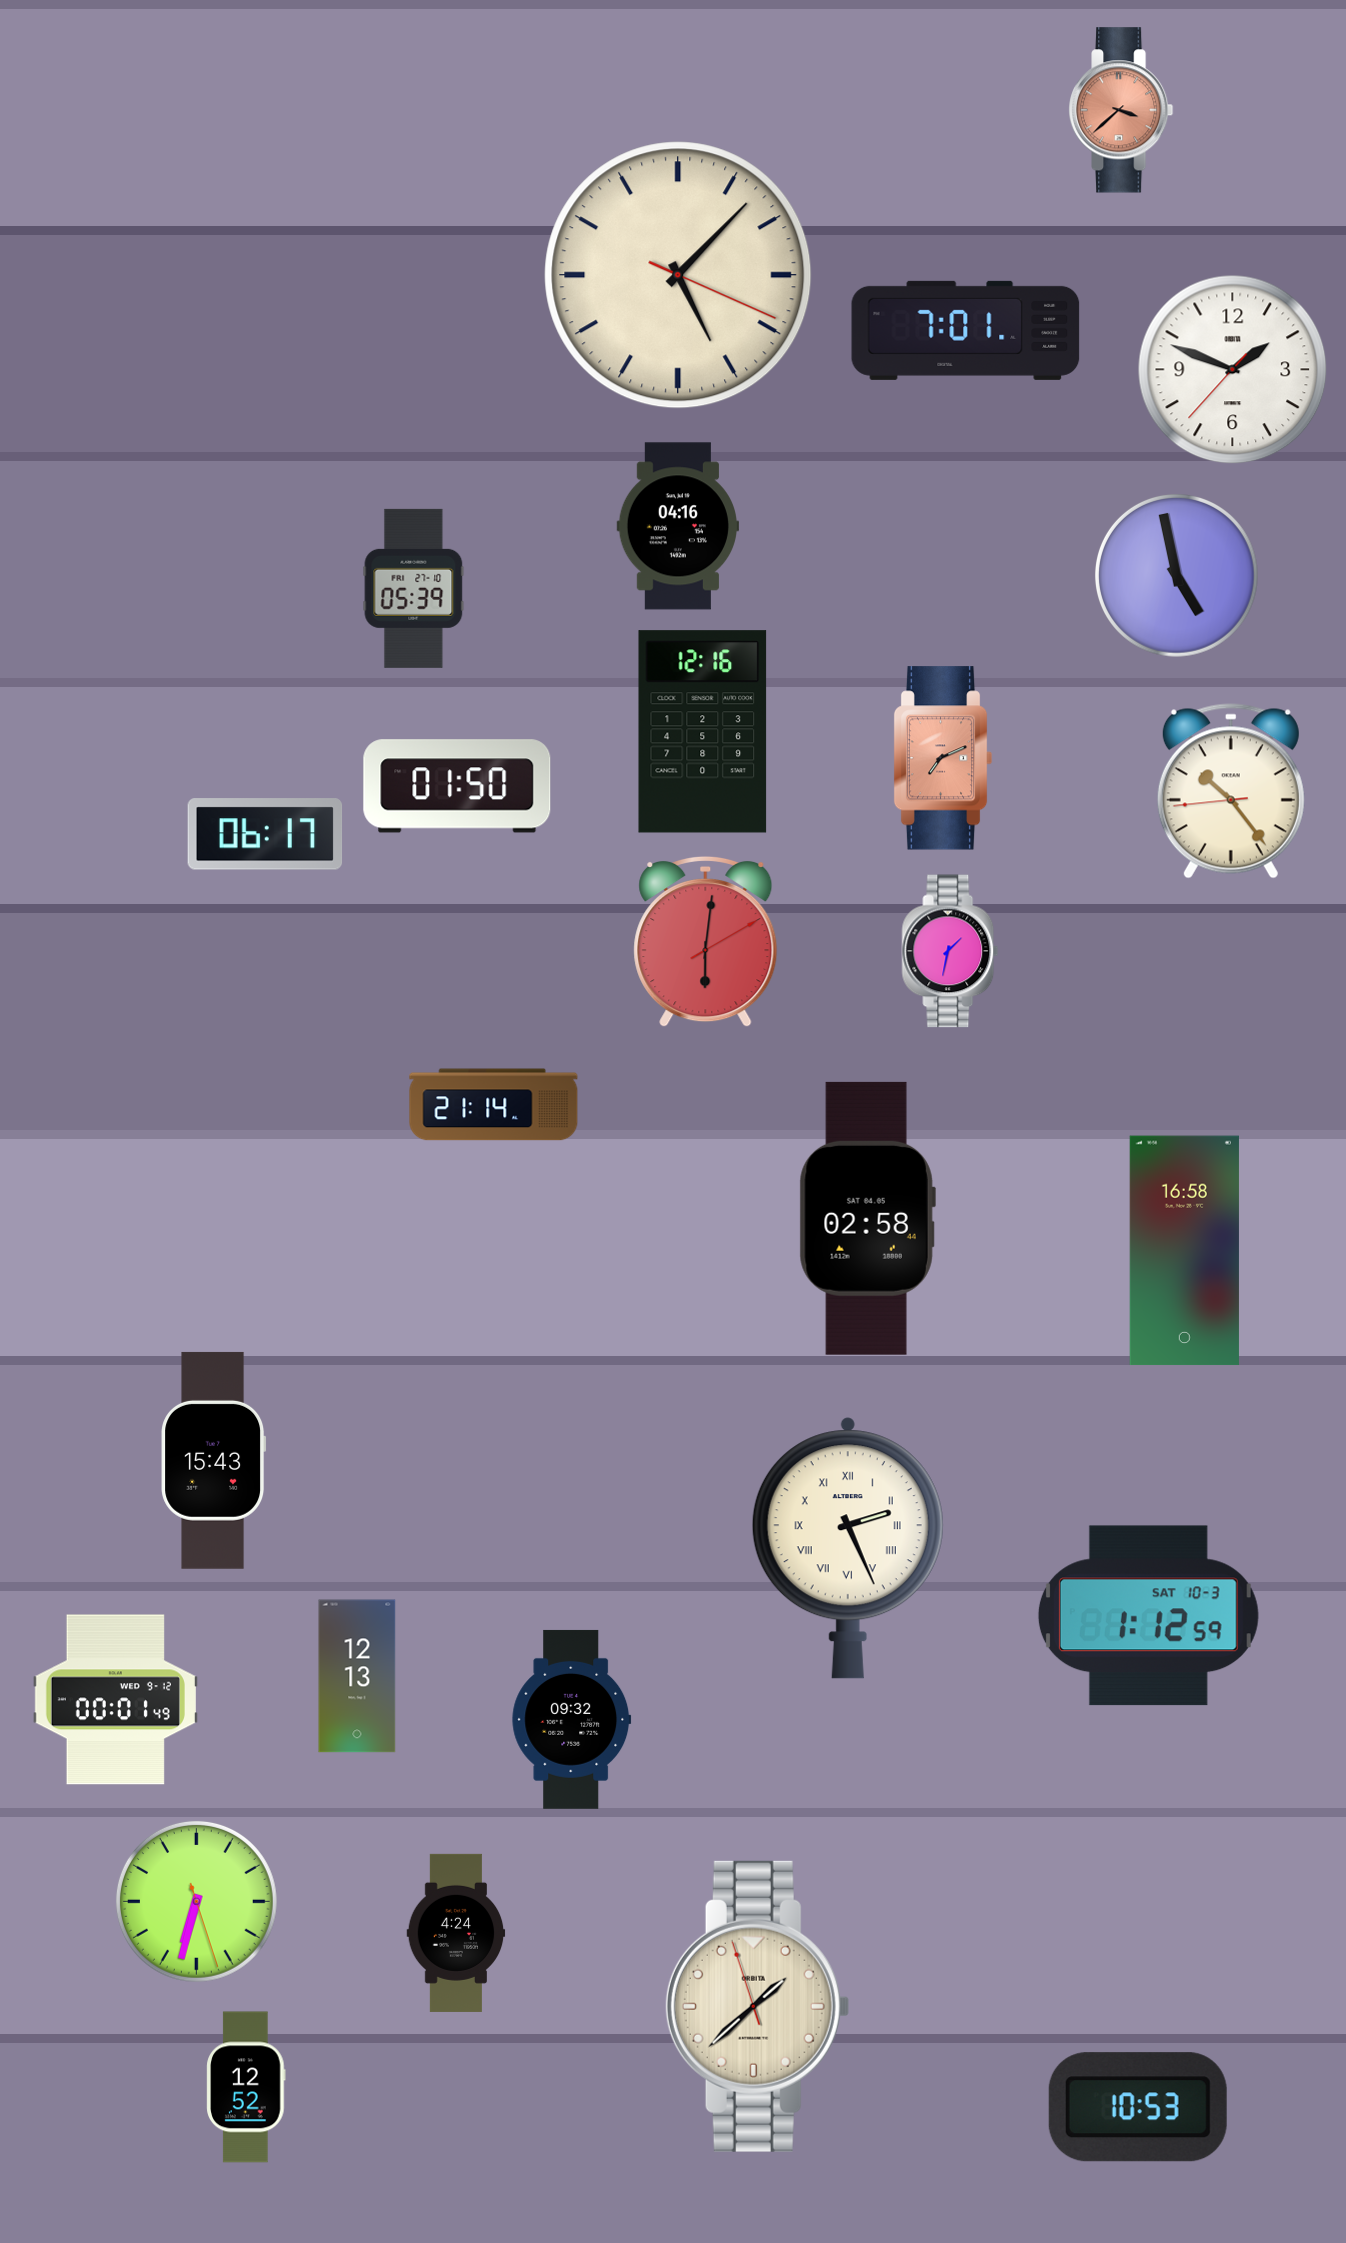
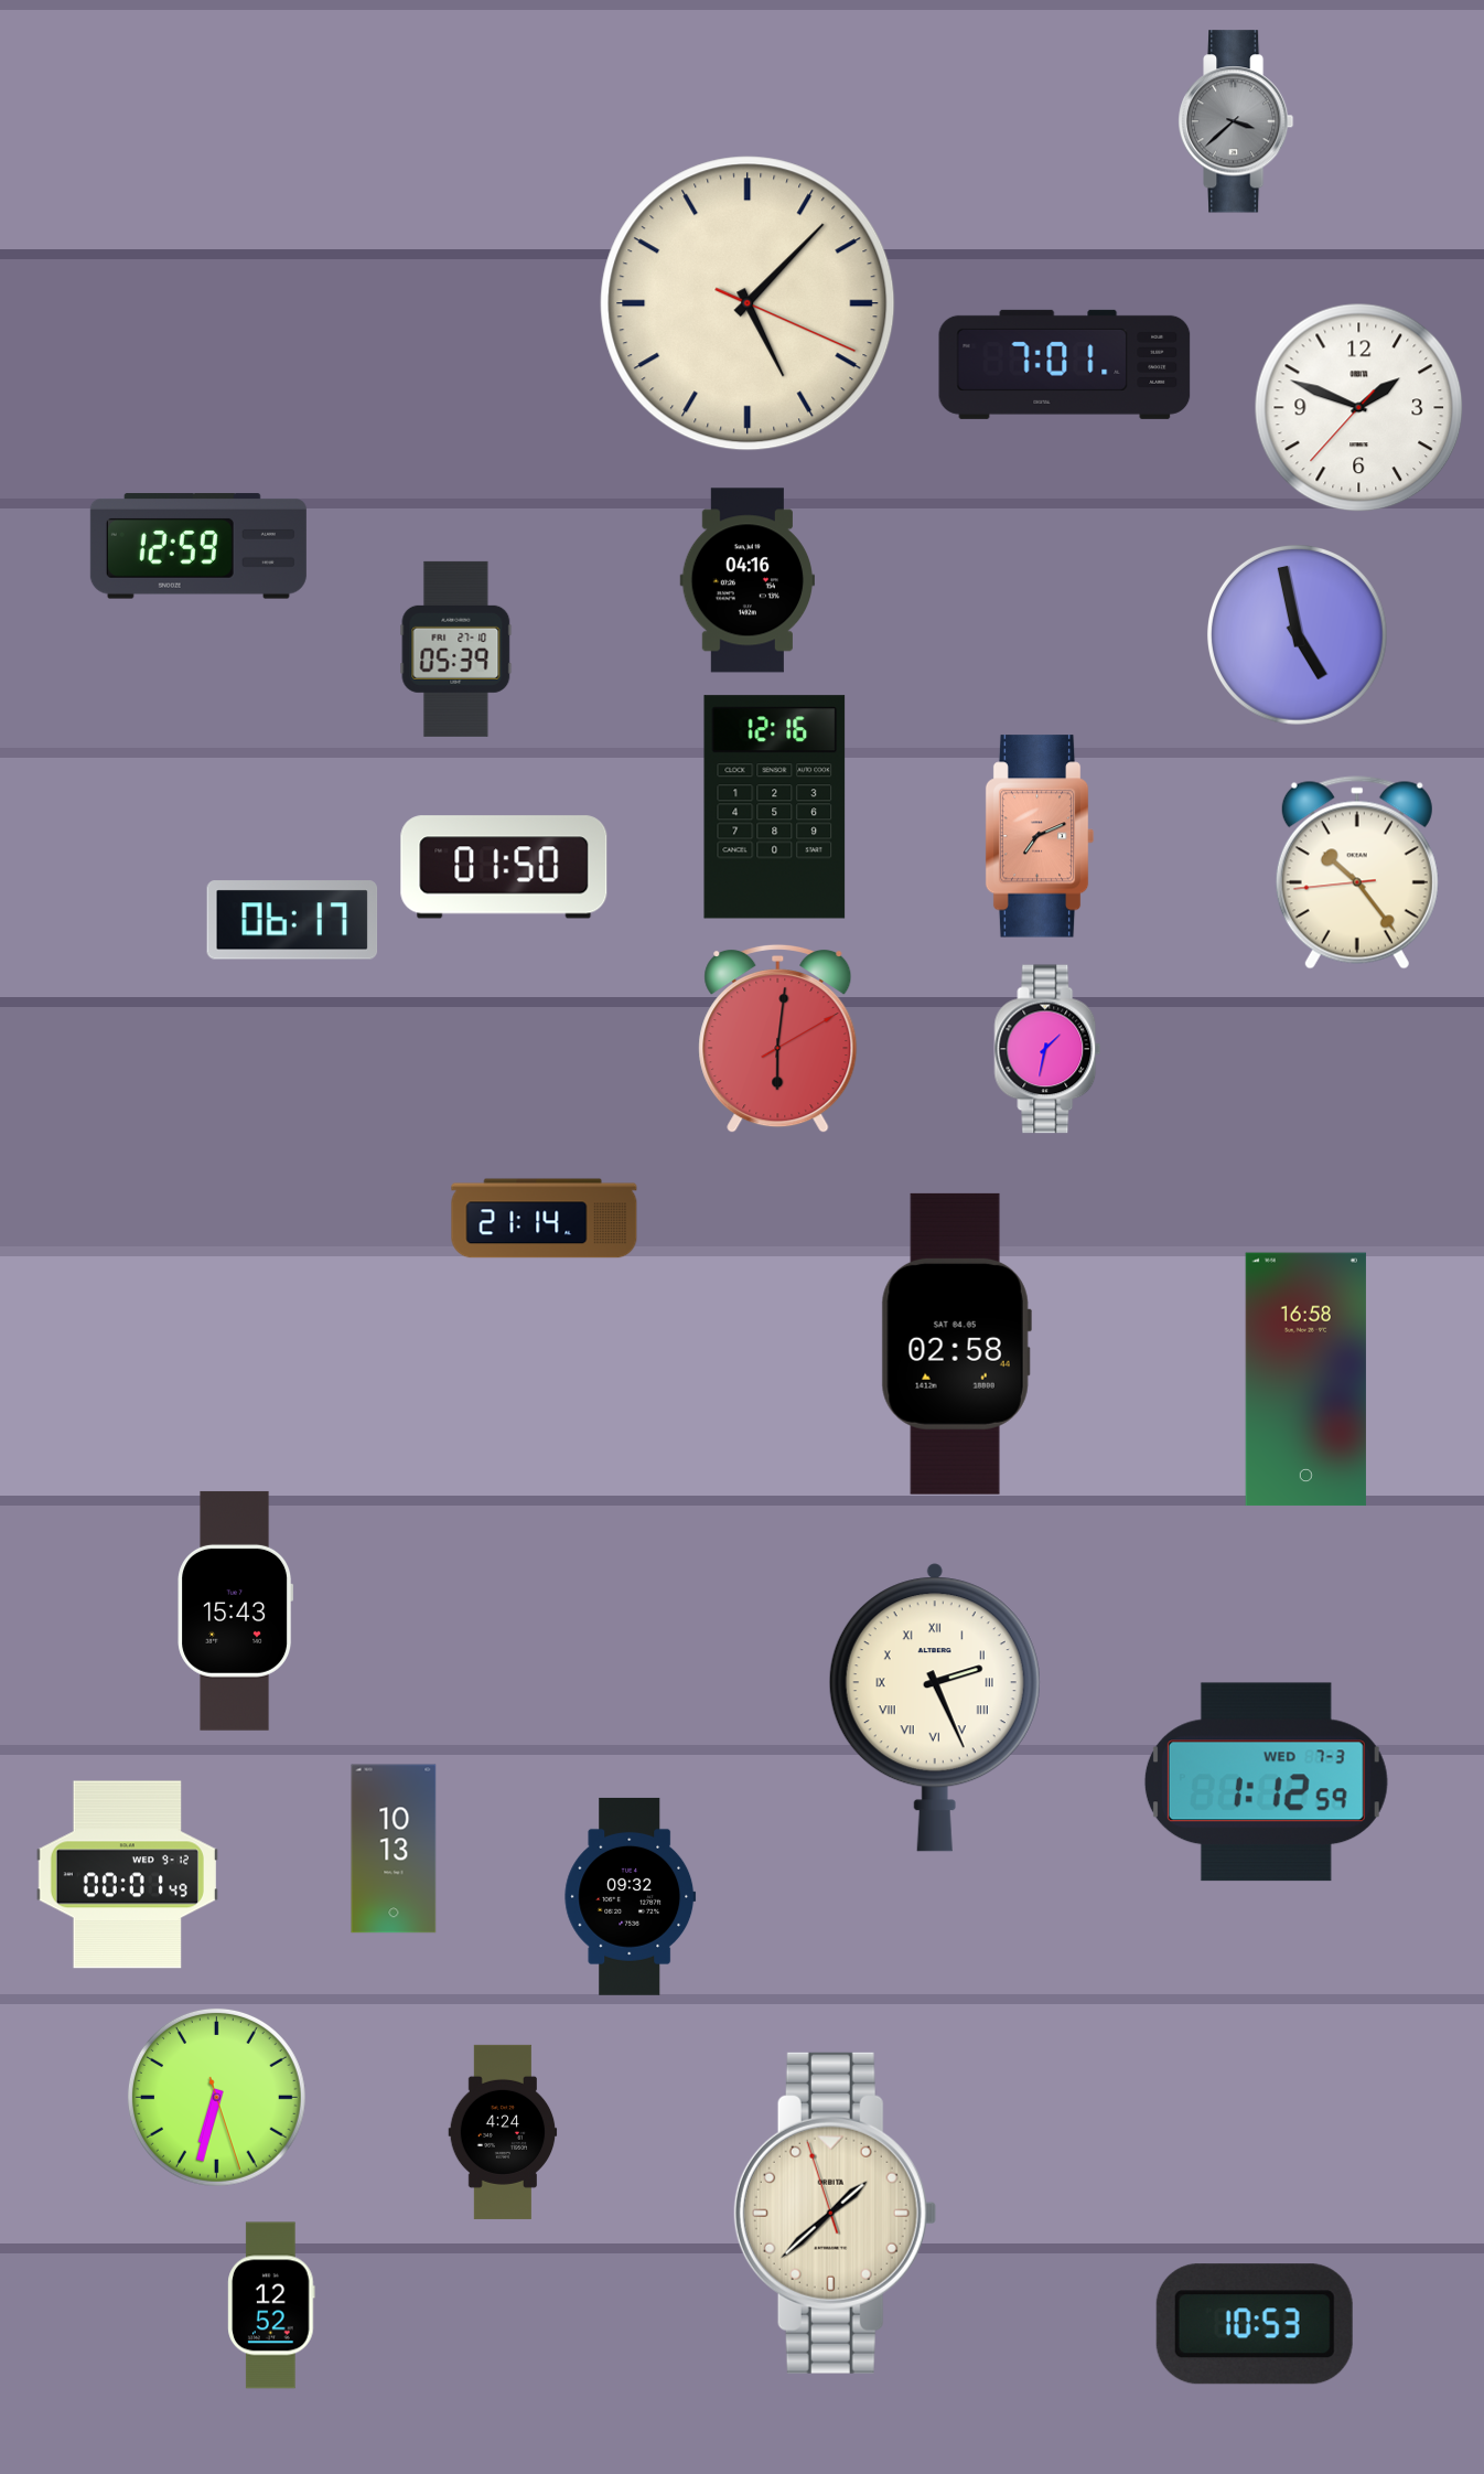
clock at (1121, 110) dial: salmon -> grey
clock at (198, 546): none -> 12:59
clock at (1148, 1616) date: SAT 10-3 -> WED 7-3
clock at (357, 1676): 12:13 -> 10:13
clock at (246, 2087) position: (246, 2087) -> (271, 2305)
